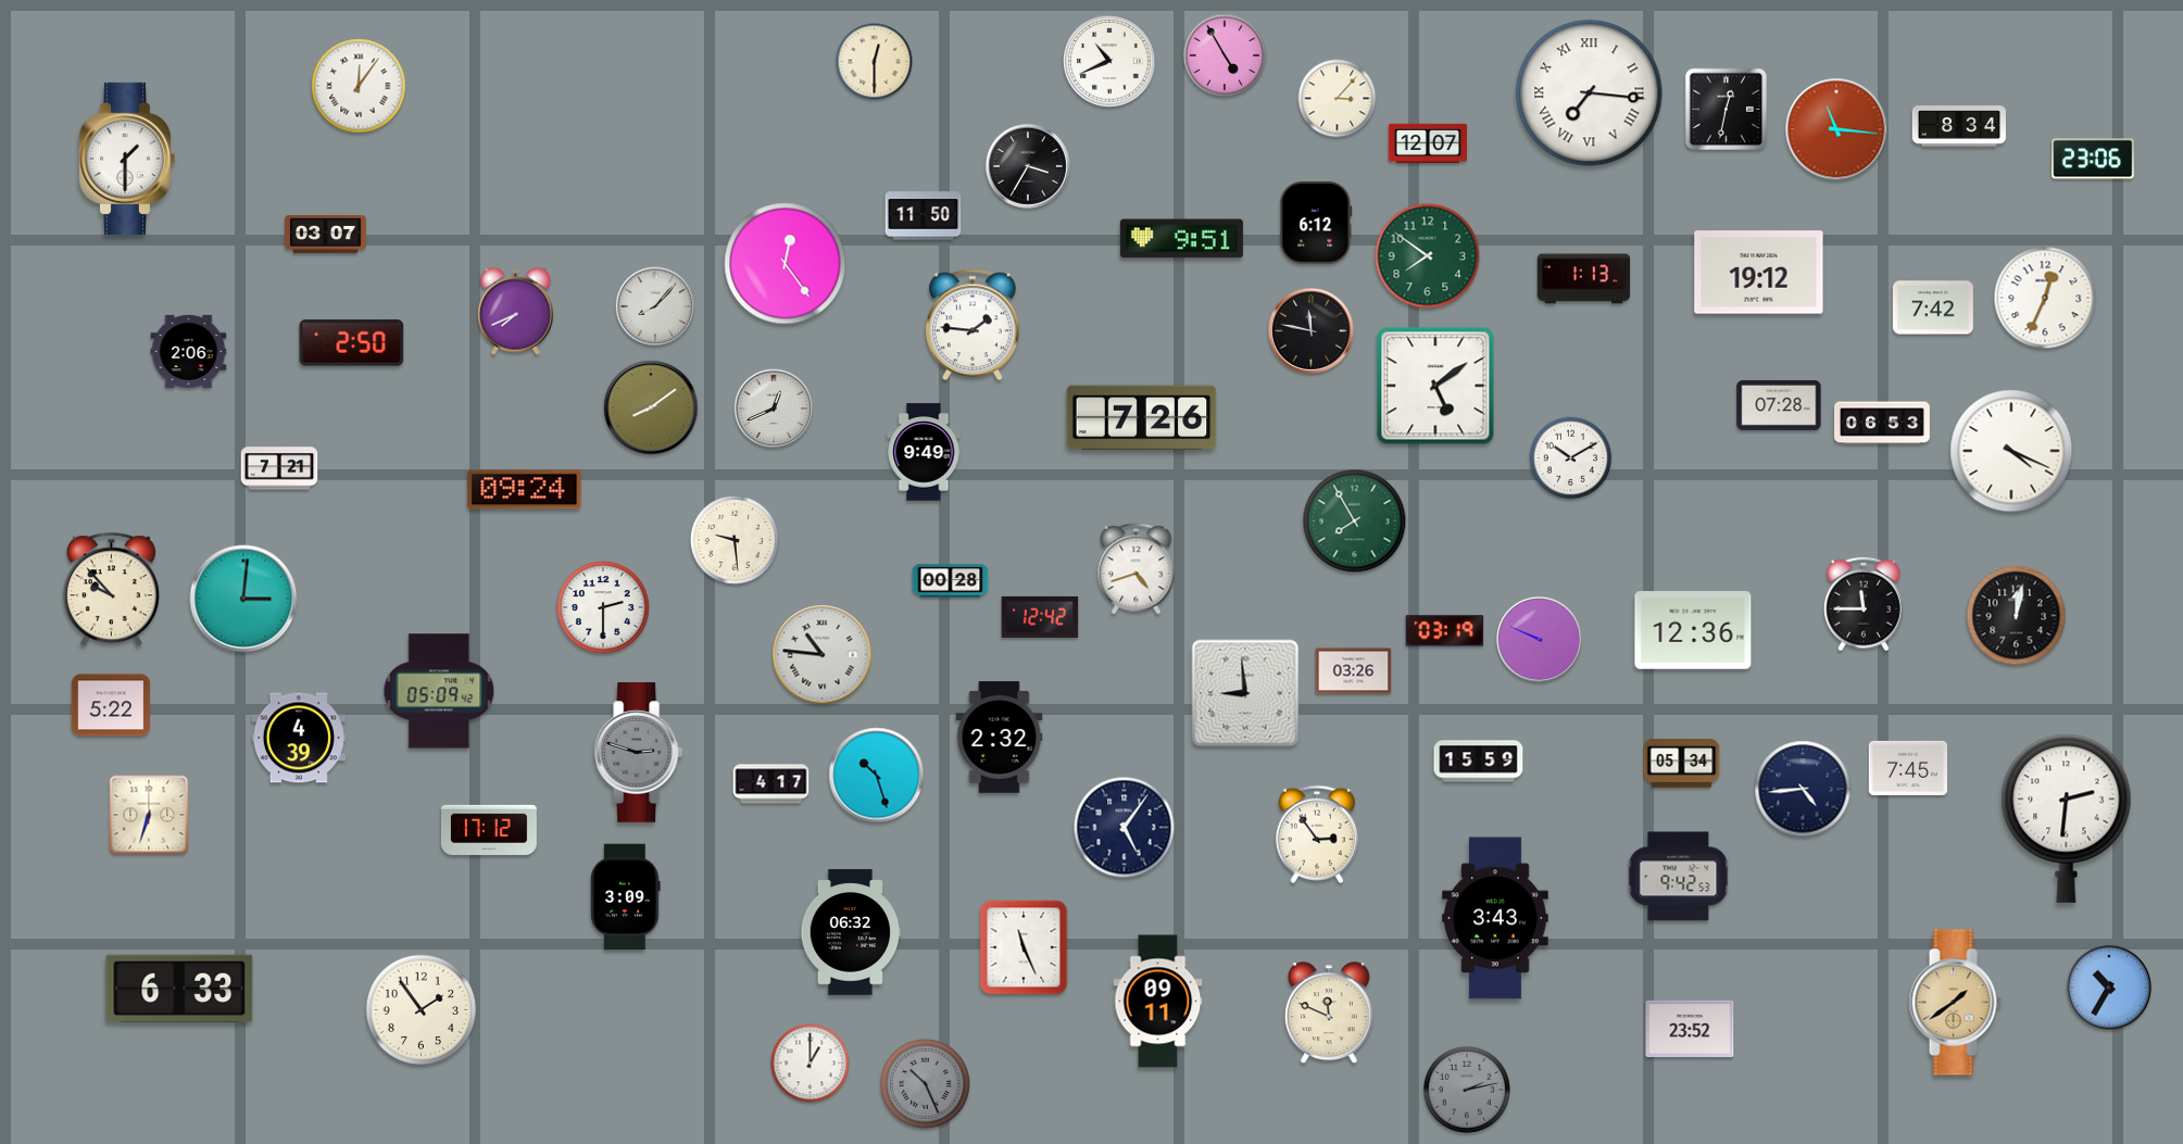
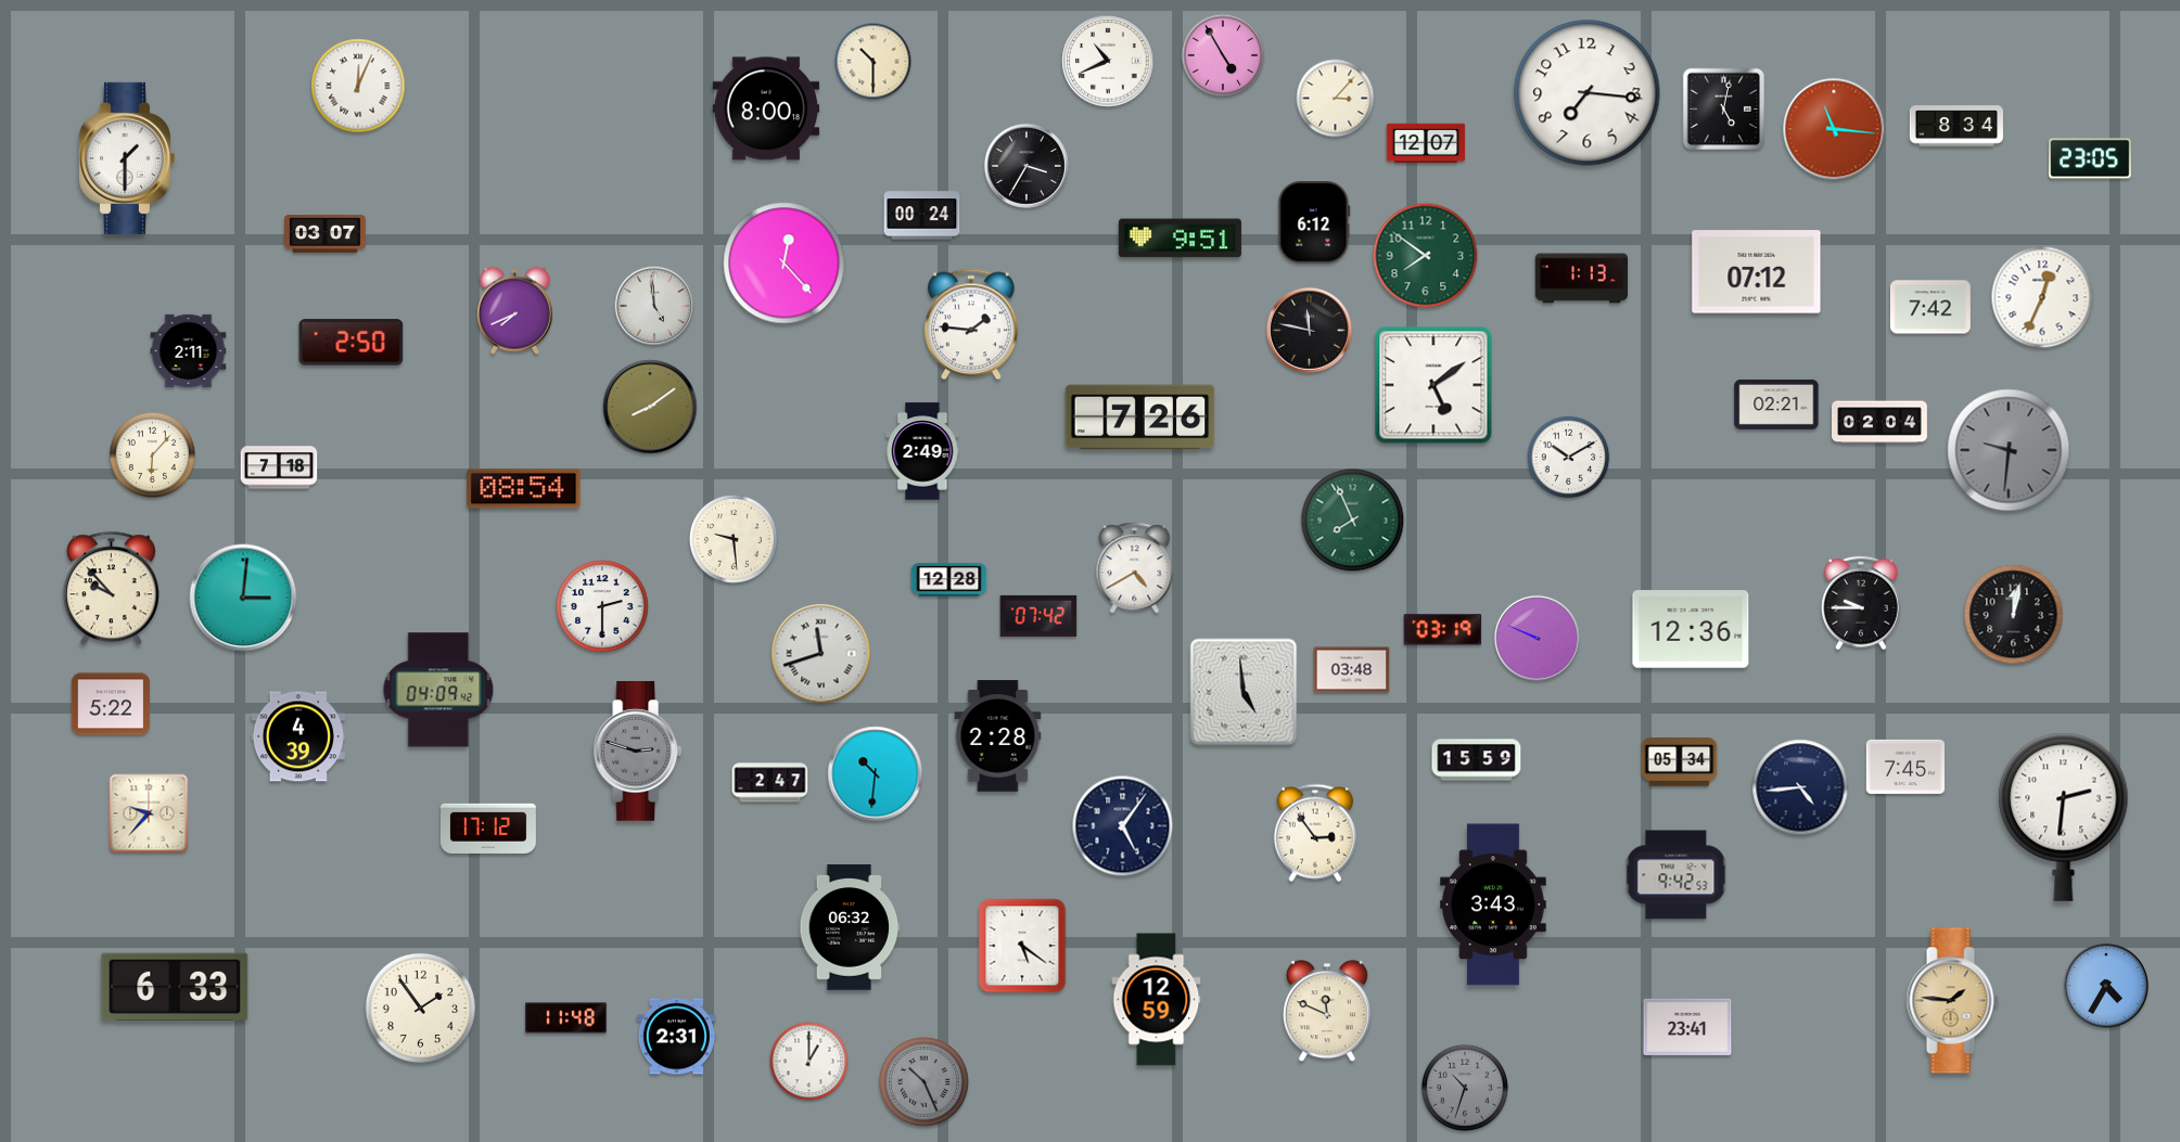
clock at (875, 62): 12:30 -> 10:30
clock at (359, 86): 12:06 -> 12:04
clock at (1590, 93) numerals: Roman -> Arabic
clock at (766, 108): none -> 8:00
clock at (1727, 110): 12:32 -> 5:02
clock at (2093, 159): 23:06 -> 23:05
clock at (924, 216): 11:50 -> 00:24
clock at (786, 264): 12:24 -> 12:23
clock at (1759, 273): 19:12 -> 07:12
clock at (655, 306): 8:07 -> 4:59
clock at (189, 351): 2:06 -> 2:11
clock at (1779, 405): 07:28 -> 02:21
clock at (774, 408): 12:41 -> none
clock at (1883, 423): 06:53 -> 02:04
clock at (2011, 451): 4:19 -> 9:31
clock at (2011, 451) dial: white -> grey
clock at (924, 452): 9:49 -> 2:49
clock at (152, 454): none -> 6:07
clock at (279, 468): 7:21 -> 7:18
clock at (525, 490): 09:24 -> 08:54
clock at (1355, 521): 7:55 -> 7:56
clock at (1137, 569): 4:42 -> 4:40
clock at (951, 581): 00:28 -> 12:28
clock at (1865, 604): 11:45 -> 9:45
clock at (1040, 617): 12:42 -> 07:42
clock at (823, 655): 10:46 -> 11:42
clock at (1354, 671): 03:26 -> 03:48
clock at (439, 691): 05:09 -> 04:09
clock at (1245, 693): 8:59 -> 4:59
clock at (1000, 738): 2:32 -> 2:28
clock at (877, 776): 10:27 -> 10:31
clock at (771, 784): 4:17 -> 2:47
clock at (149, 815): 6:33 -> 9:37
clock at (626, 897): 3:09 -> none
clock at (1495, 918) position: (1495, 918) -> (1493, 904)
clock at (851, 932) position: (851, 932) -> (850, 927)
clock at (1024, 947): 11:26 -> 5:21
clock at (2109, 988): 10:35 -> 4:35
clock at (179, 989) position: (179, 989) -> (175, 987)
clock at (1158, 1002): 09:11 -> 12:59
clock at (1955, 1003): 1:39 -> 1:46
clock at (566, 1018): none -> 11:48
clock at (1690, 1029): 23:52 -> 23:41
clock at (676, 1037): none -> 2:31
clock at (1467, 1090): 2:13 -> 10:33
